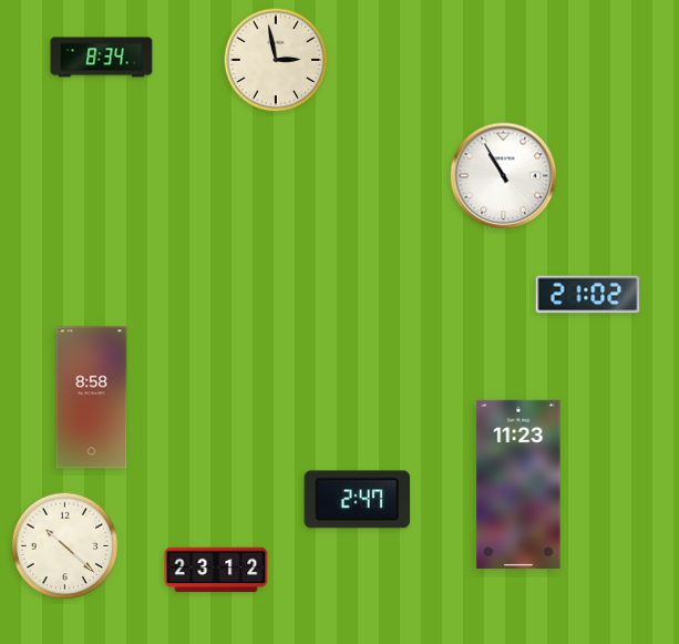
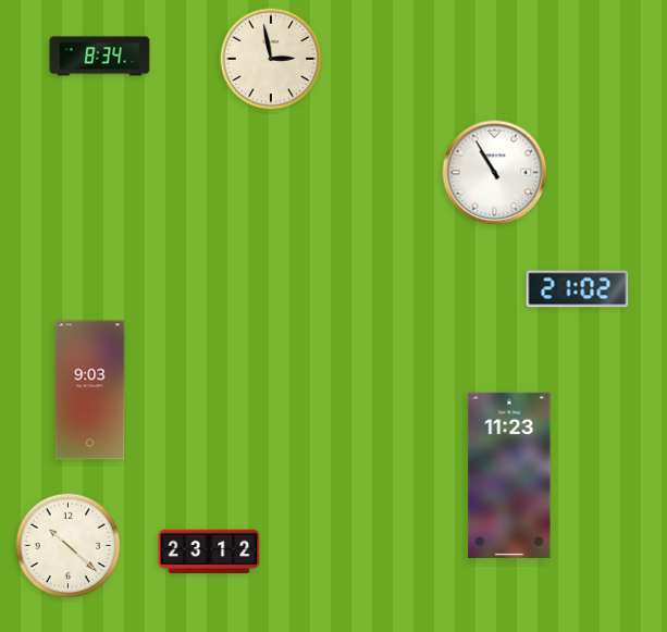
clock at (92, 398): 8:58 -> 9:03
clock at (358, 500): 2:47 -> none
clock at (65, 546) position: (65, 546) -> (69, 546)
clock at (216, 570) position: (216, 570) -> (209, 552)
